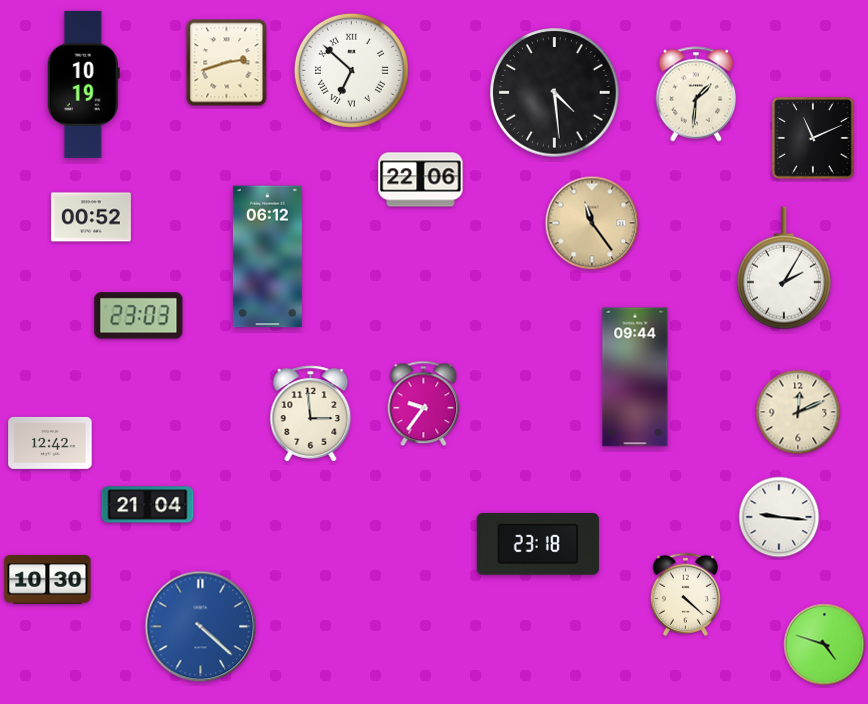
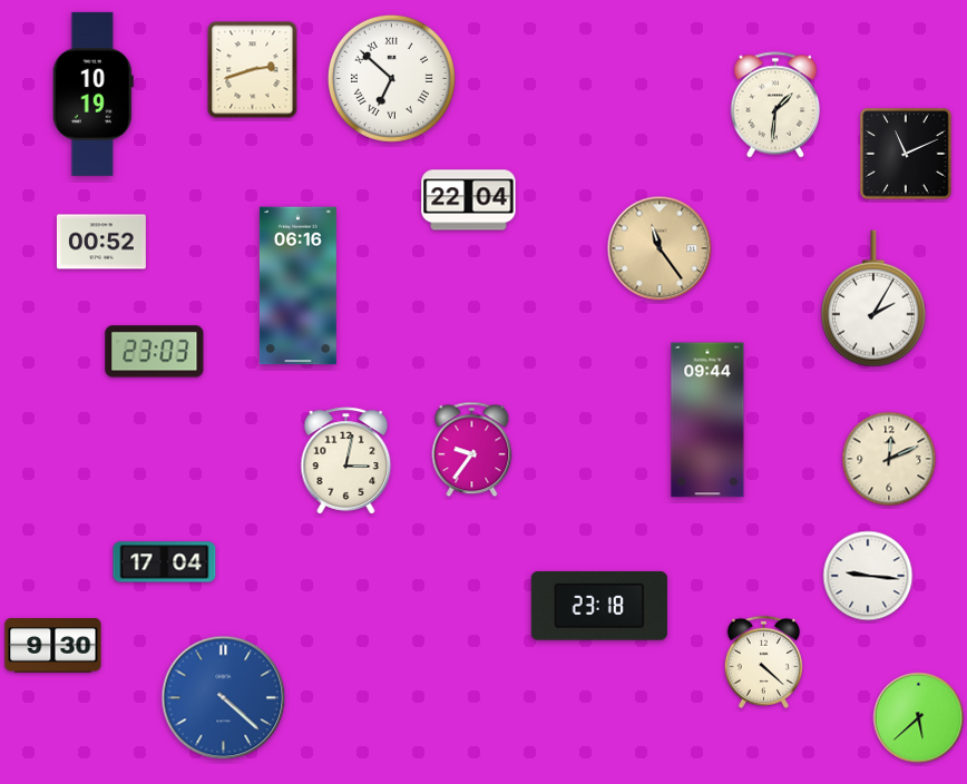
clock at (555, 93): 4:29 -> none
clock at (421, 180): 22:06 -> 22:04
clock at (267, 257): 06:12 -> 06:16
clock at (311, 414): 2:59 -> 3:02
clock at (50, 443): 12:42 -> none
clock at (148, 505): 21:04 -> 17:04
clock at (48, 580): 10:30 -> 9:30
clock at (825, 645): 4:48 -> 5:38
